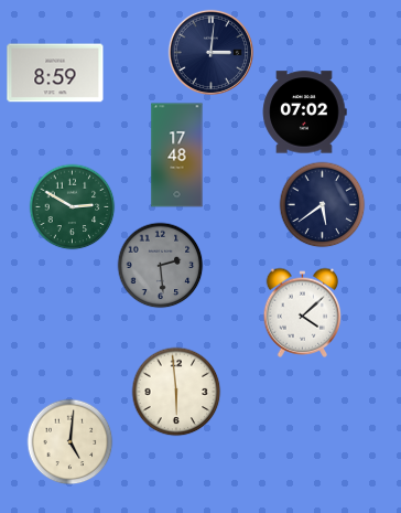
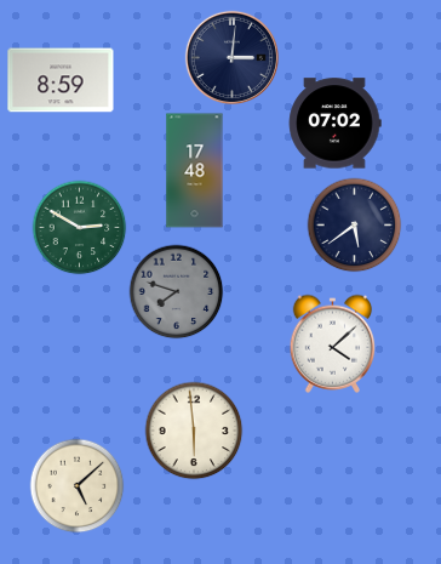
clock at (160, 265): 2:29 -> 7:48
clock at (69, 441): 5:01 -> 5:08
